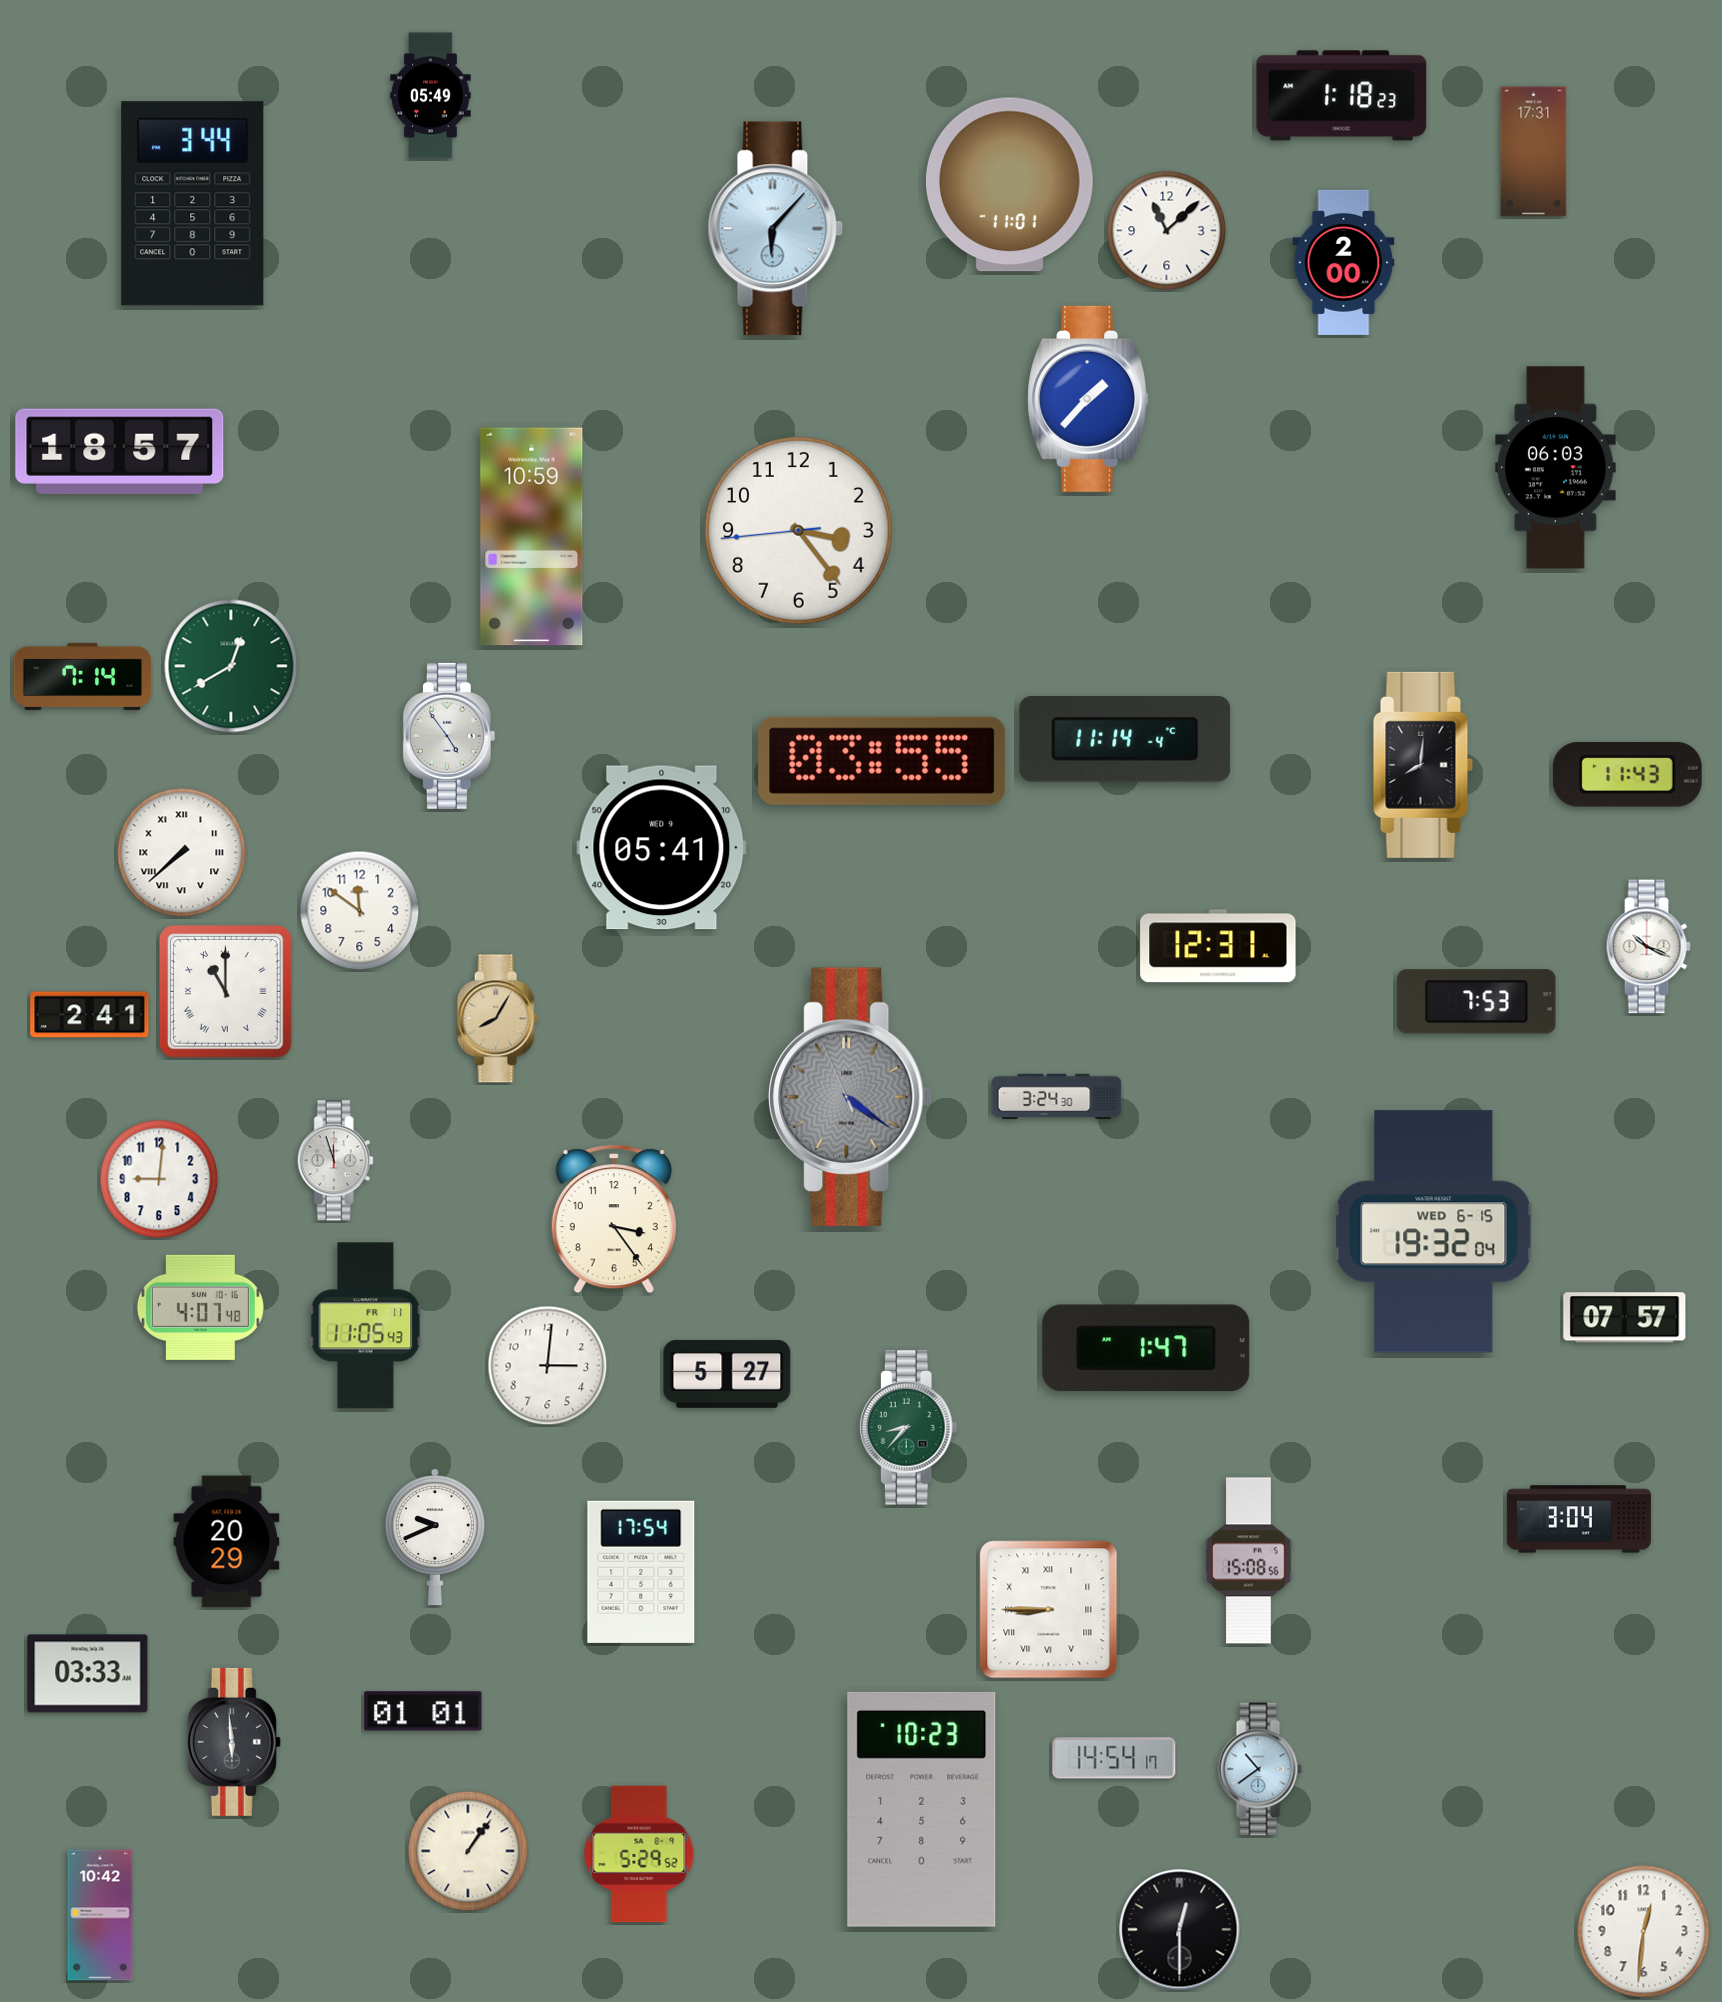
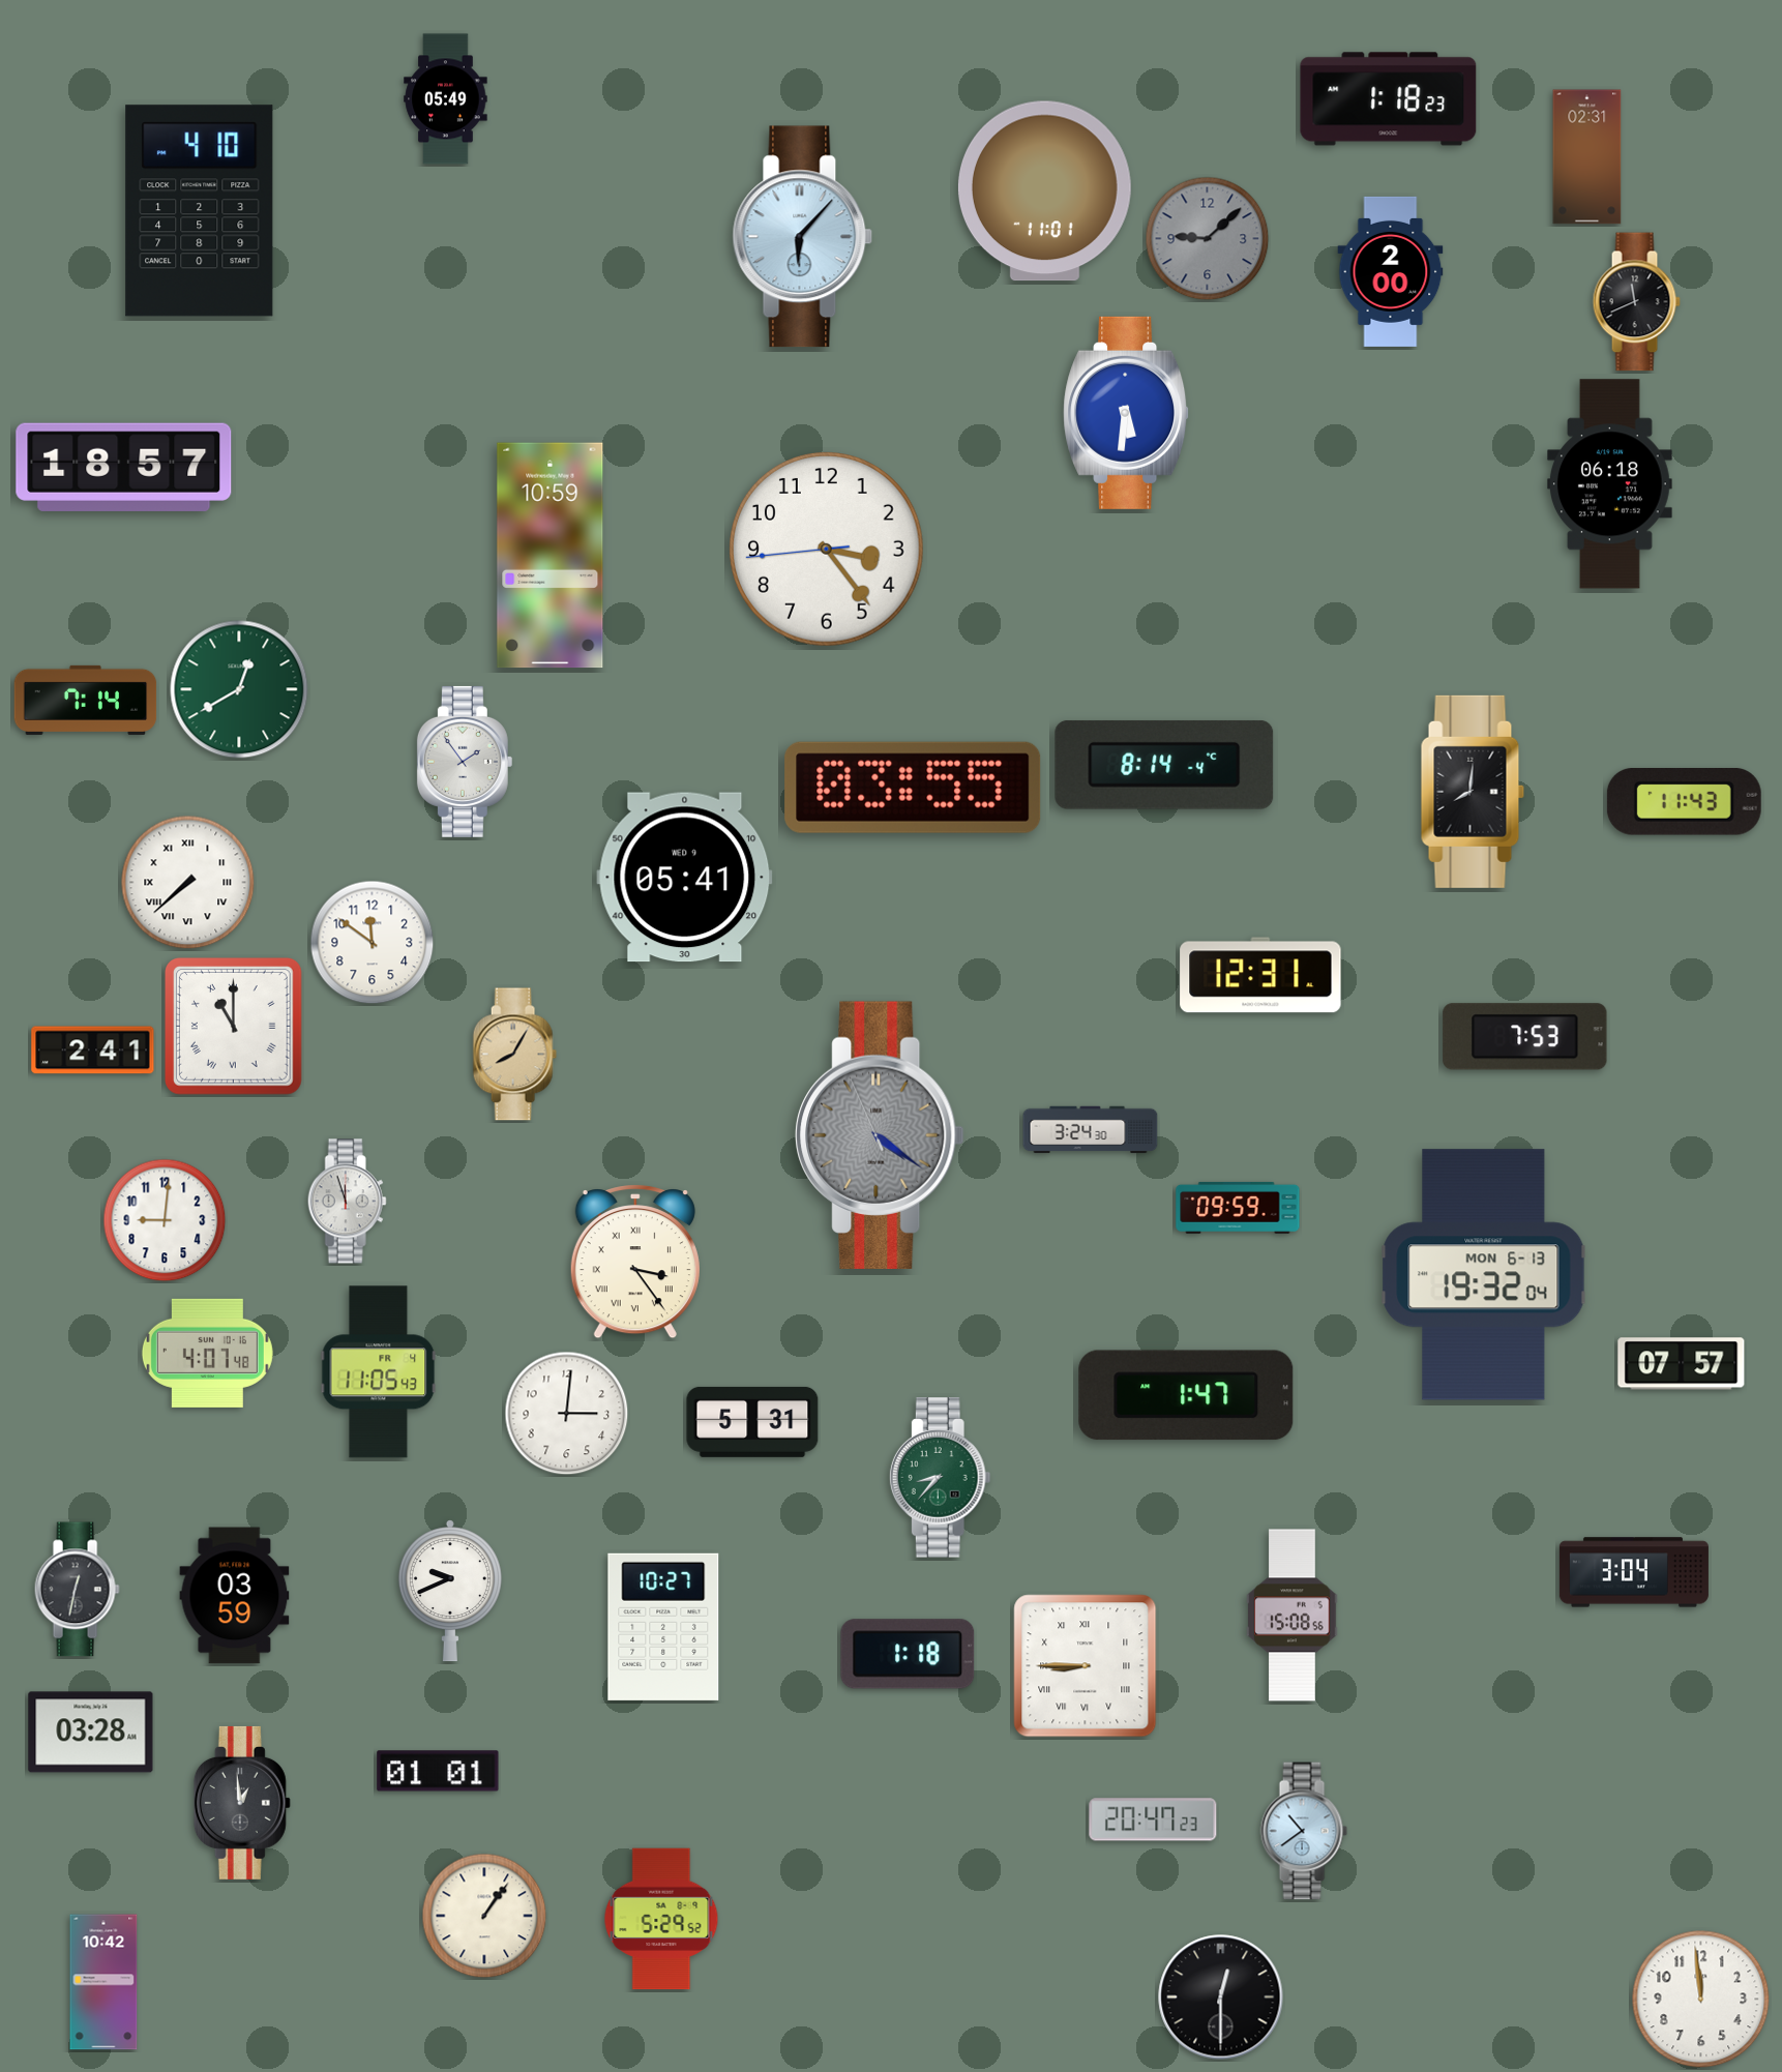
clock at (1534, 152): 17:31 -> 02:31
clock at (193, 204): 3:44 -> 4:10
clock at (1167, 231): 11:08 -> 9:08
clock at (1167, 231) dial: white -> grey
clock at (1636, 302): none -> 11:41
clock at (1089, 399): 1:37 -> 5:31
clock at (1555, 468): 06:03 -> 06:18
clock at (449, 736): 4:54 -> 1:54
clock at (1125, 739): 11:14 -> 8:14
clock at (1218, 946) position: (1218, 946) -> (1260, 975)
clock at (1648, 947): 10:19 -> none
clock at (1477, 1002) position: (1477, 1002) -> (1525, 1037)
clock at (1057, 1097) position: (1057, 1097) -> (1091, 1130)
clock at (1238, 1208): none -> 09:59
clock at (614, 1219) numerals: Arabic -> Roman
clock at (1434, 1232) date: WED 6-15 -> MON 6-13
clock at (366, 1326) date: FR 11 -> FR 4
clock at (727, 1374): 5:27 -> 5:31
clock at (77, 1590): none -> 12:32
clock at (227, 1542): 20:29 -> 03:59
clock at (641, 1572): 17:54 -> 10:27
clock at (908, 1654): none -> 1:18
clock at (88, 1674): 03:33 -> 03:28
clock at (234, 1742): 5:59 -> 12:59
clock at (1114, 1758): 14:54 -> 20:47
clock at (922, 1809): 10:23 -> none
clock at (1644, 1932): 12:31 -> 11:59
